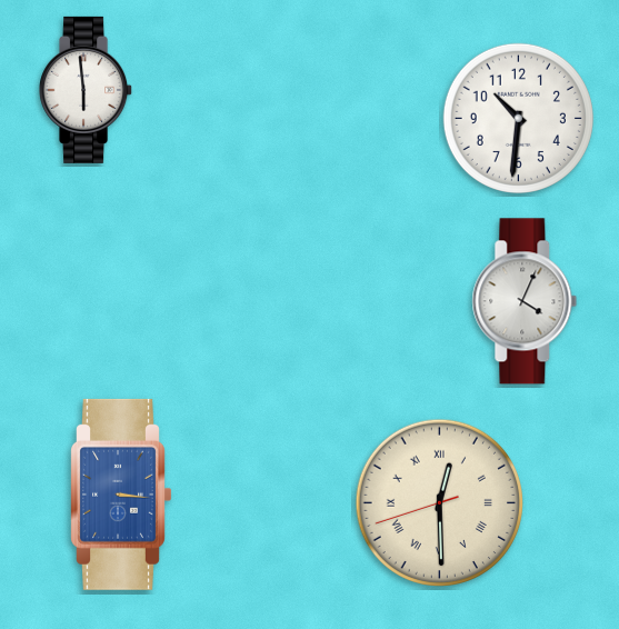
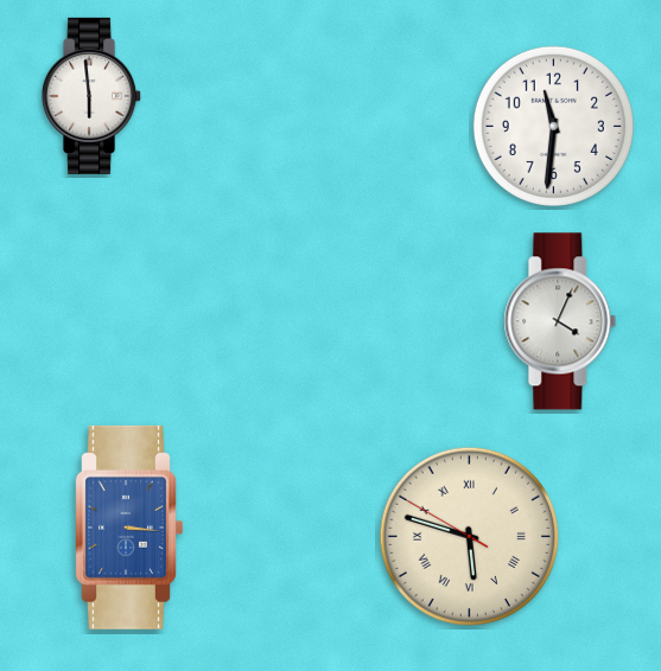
clock at (518, 118): 10:31 -> 11:31
clock at (439, 502): 12:29 -> 5:47
